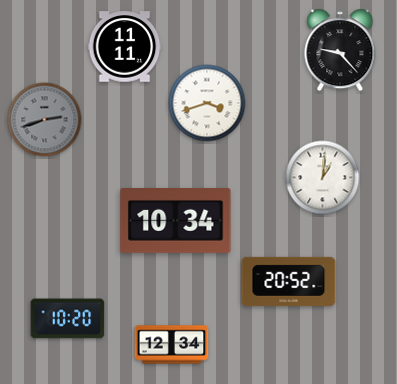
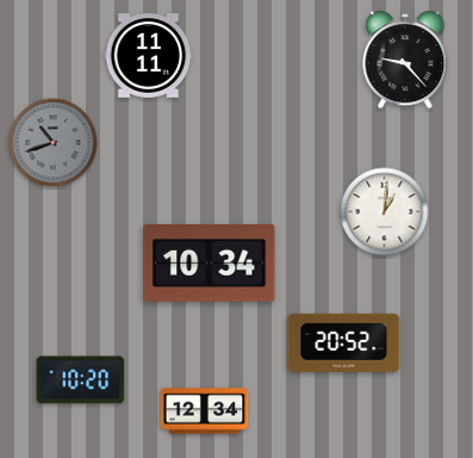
clock at (207, 103): 3:42 -> none
clock at (45, 120): 2:42 -> 10:42
clock at (289, 281) position: (289, 281) -> (344, 342)
